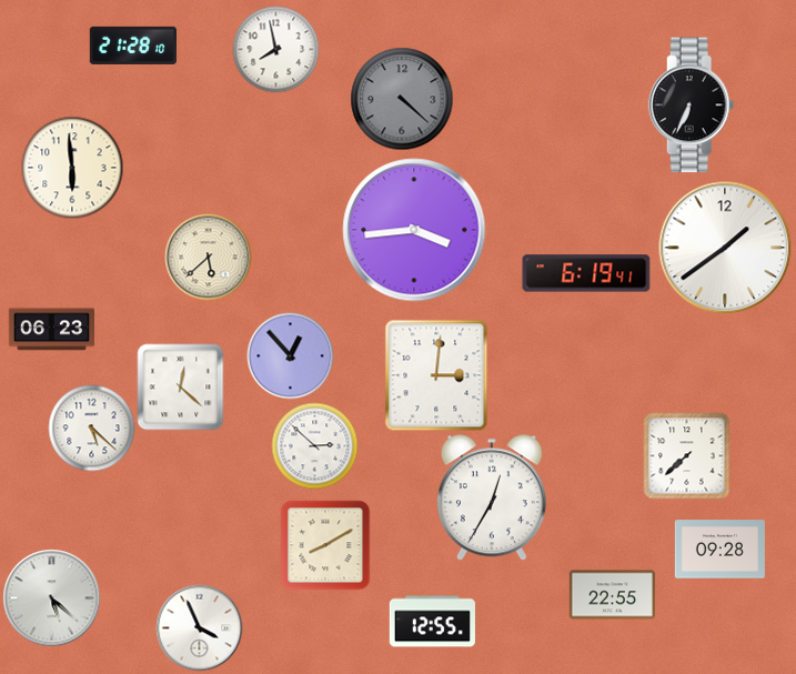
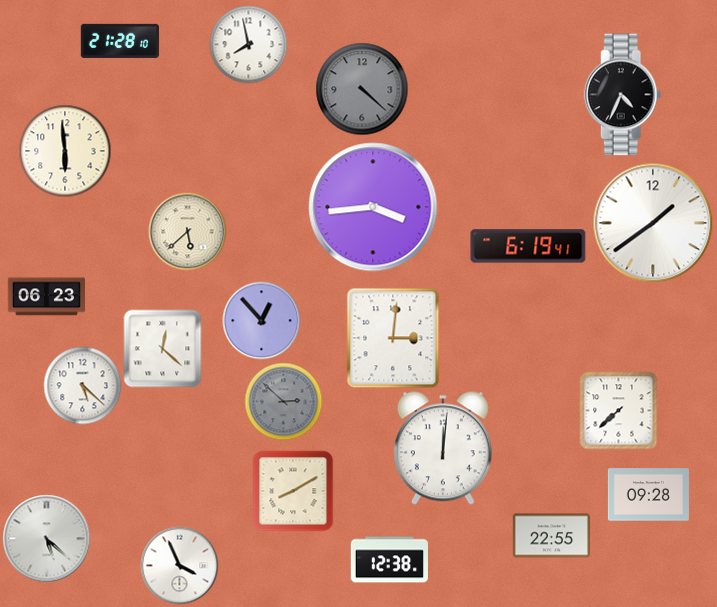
clock at (692, 105): 6:34 -> 4:34
clock at (314, 445) dial: white -> grey
clock at (492, 497): 12:35 -> 12:01
clock at (432, 622): 12:55 -> 12:38
